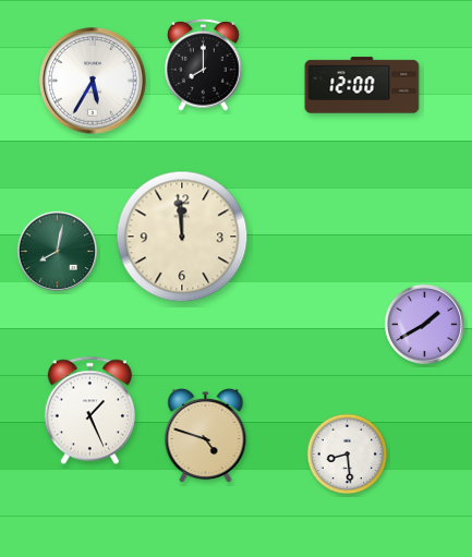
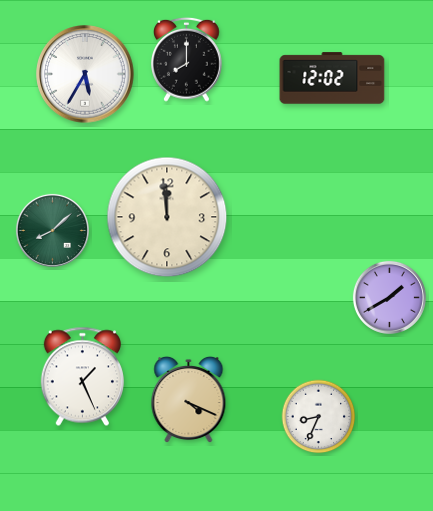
clock at (362, 85): 12:00 -> 12:02
clock at (57, 251): 8:02 -> 8:08
clock at (206, 436): 4:48 -> 4:19
clock at (348, 455): 8:29 -> 8:34
